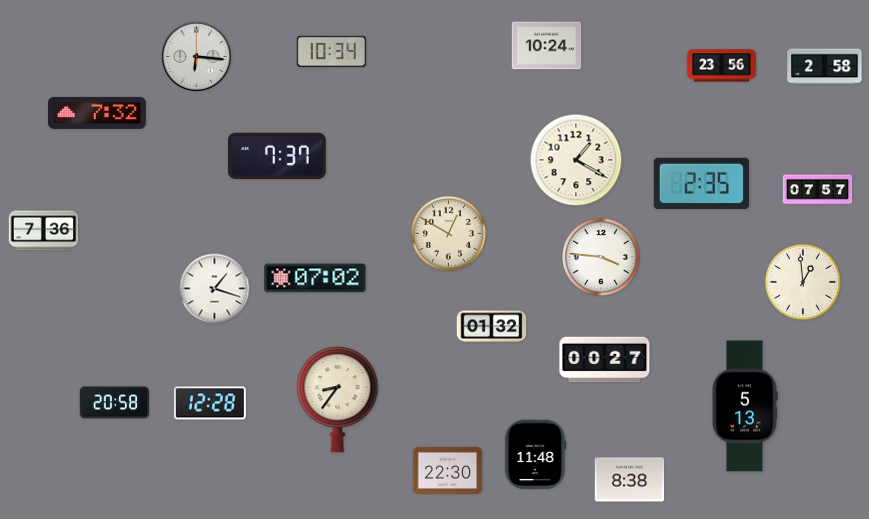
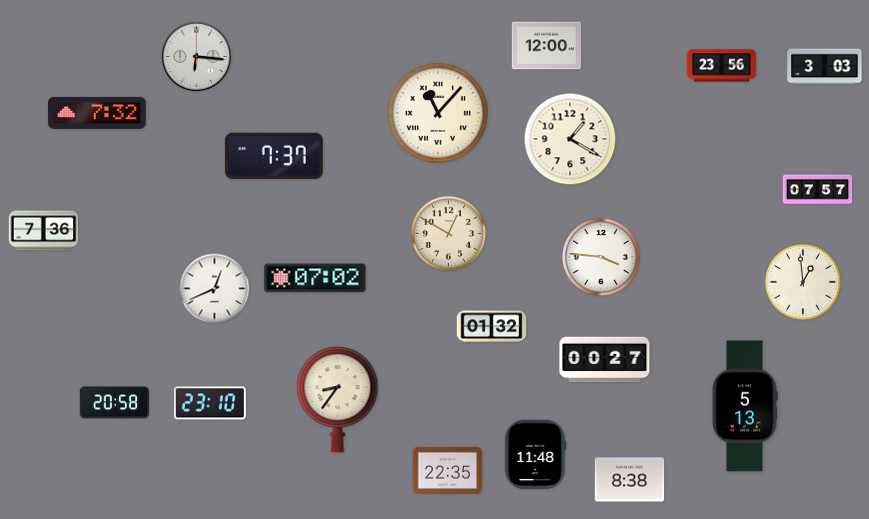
clock at (547, 46): 10:24 -> 12:00
clock at (332, 52): 10:34 -> none
clock at (825, 67): 2:58 -> 3:03
clock at (439, 114): none -> 11:07
clock at (277, 156) position: (277, 156) -> (274, 156)
clock at (576, 160) position: (576, 160) -> (570, 139)
clock at (701, 183): 2:35 -> none
clock at (215, 289): 1:18 -> 12:41
clock at (210, 403): 12:28 -> 23:10
clock at (448, 470): 22:30 -> 22:35
